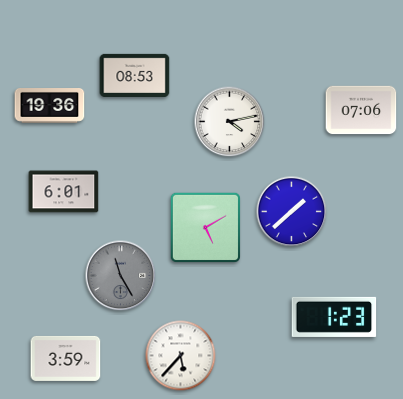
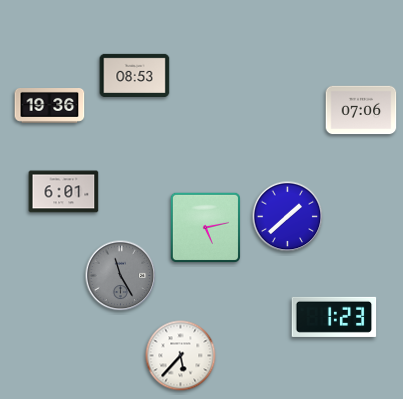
clock at (230, 122): 4:13 -> none
clock at (292, 212) position: (292, 212) -> (288, 217)
clock at (206, 228): 5:10 -> 5:13
clock at (66, 358): 3:59 -> none
